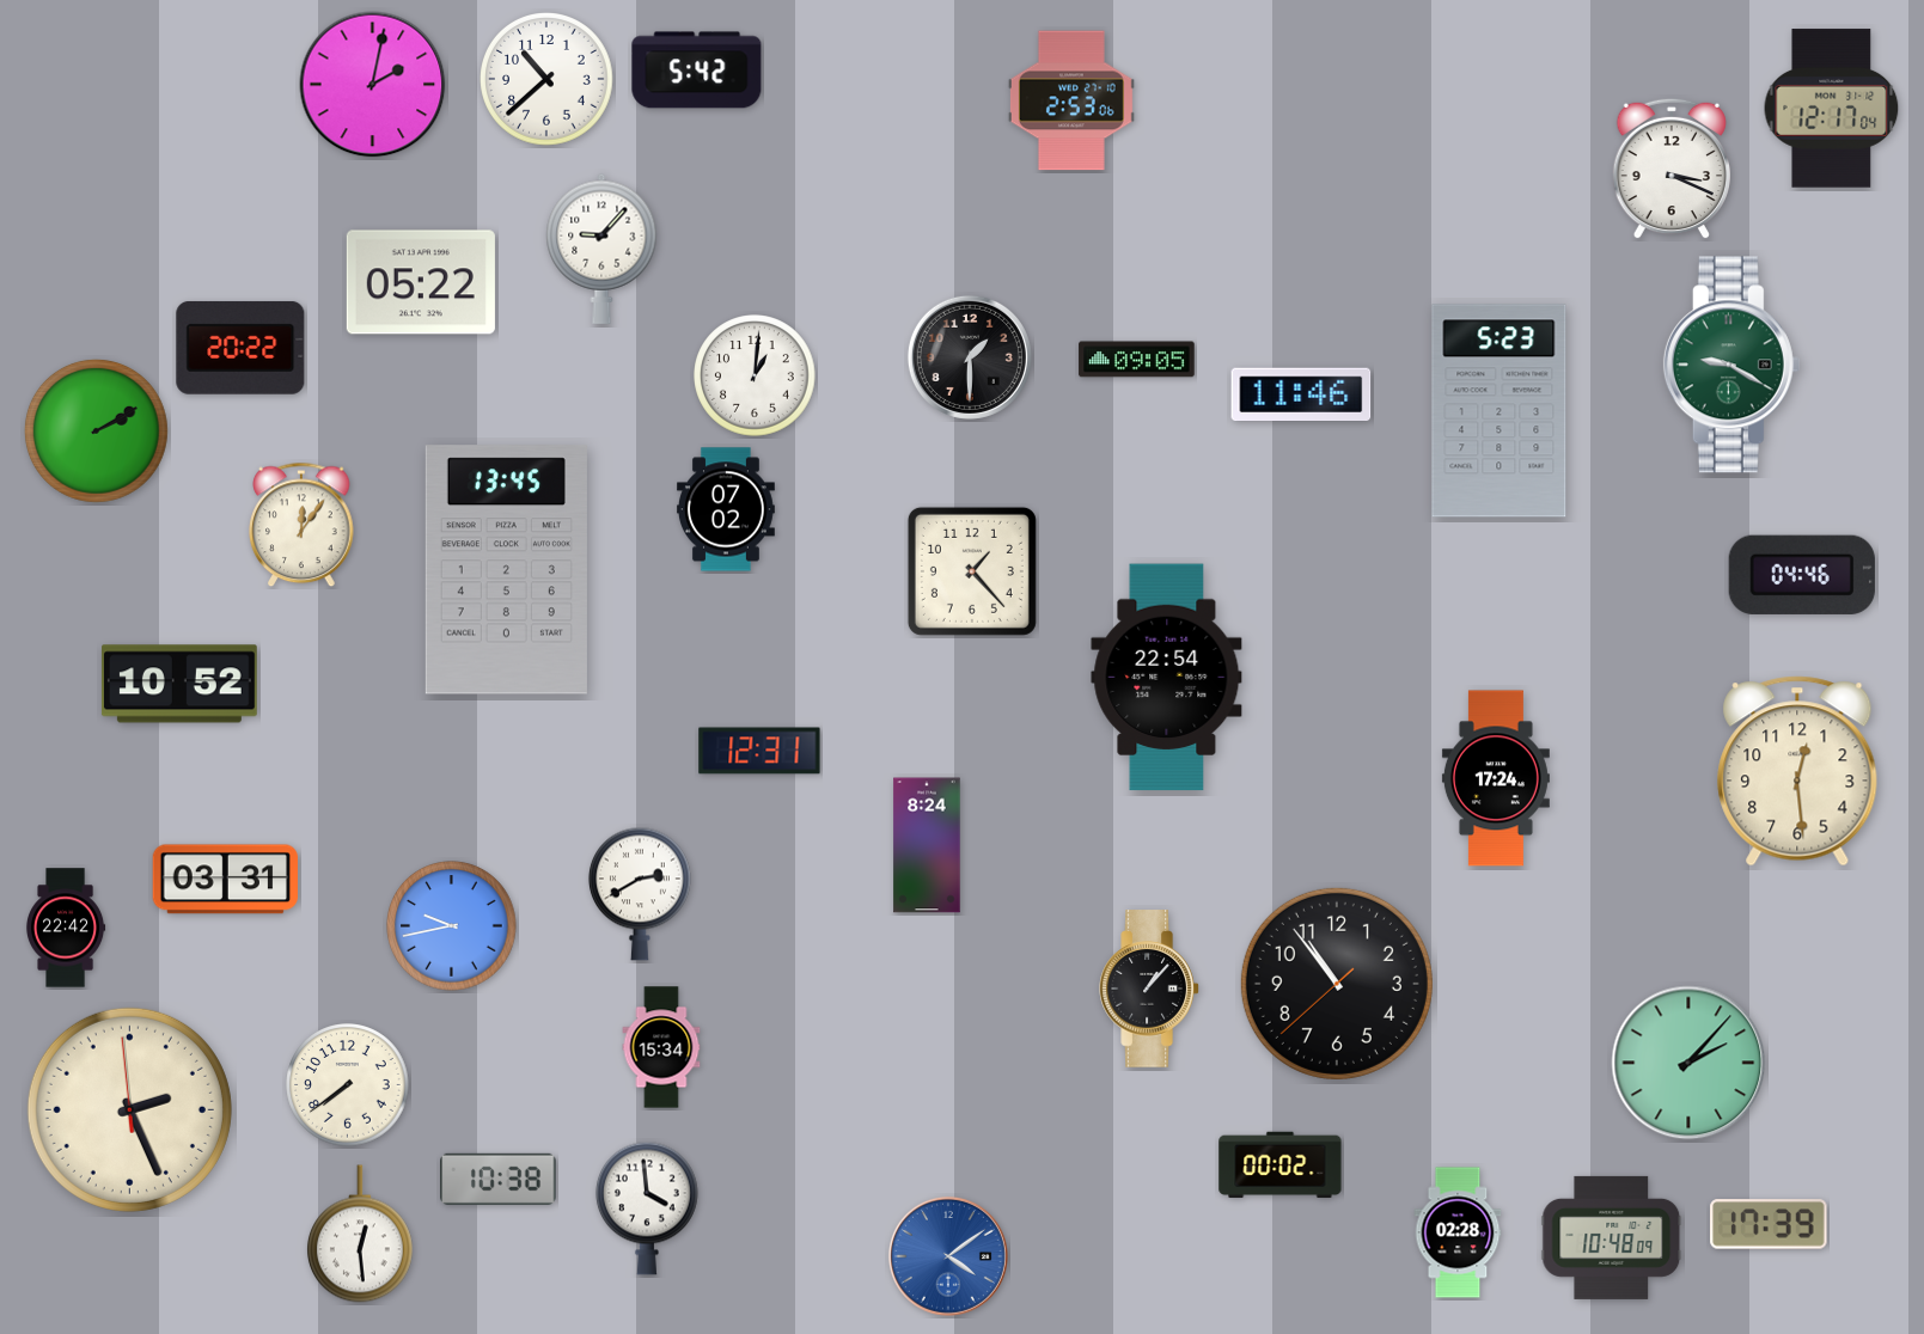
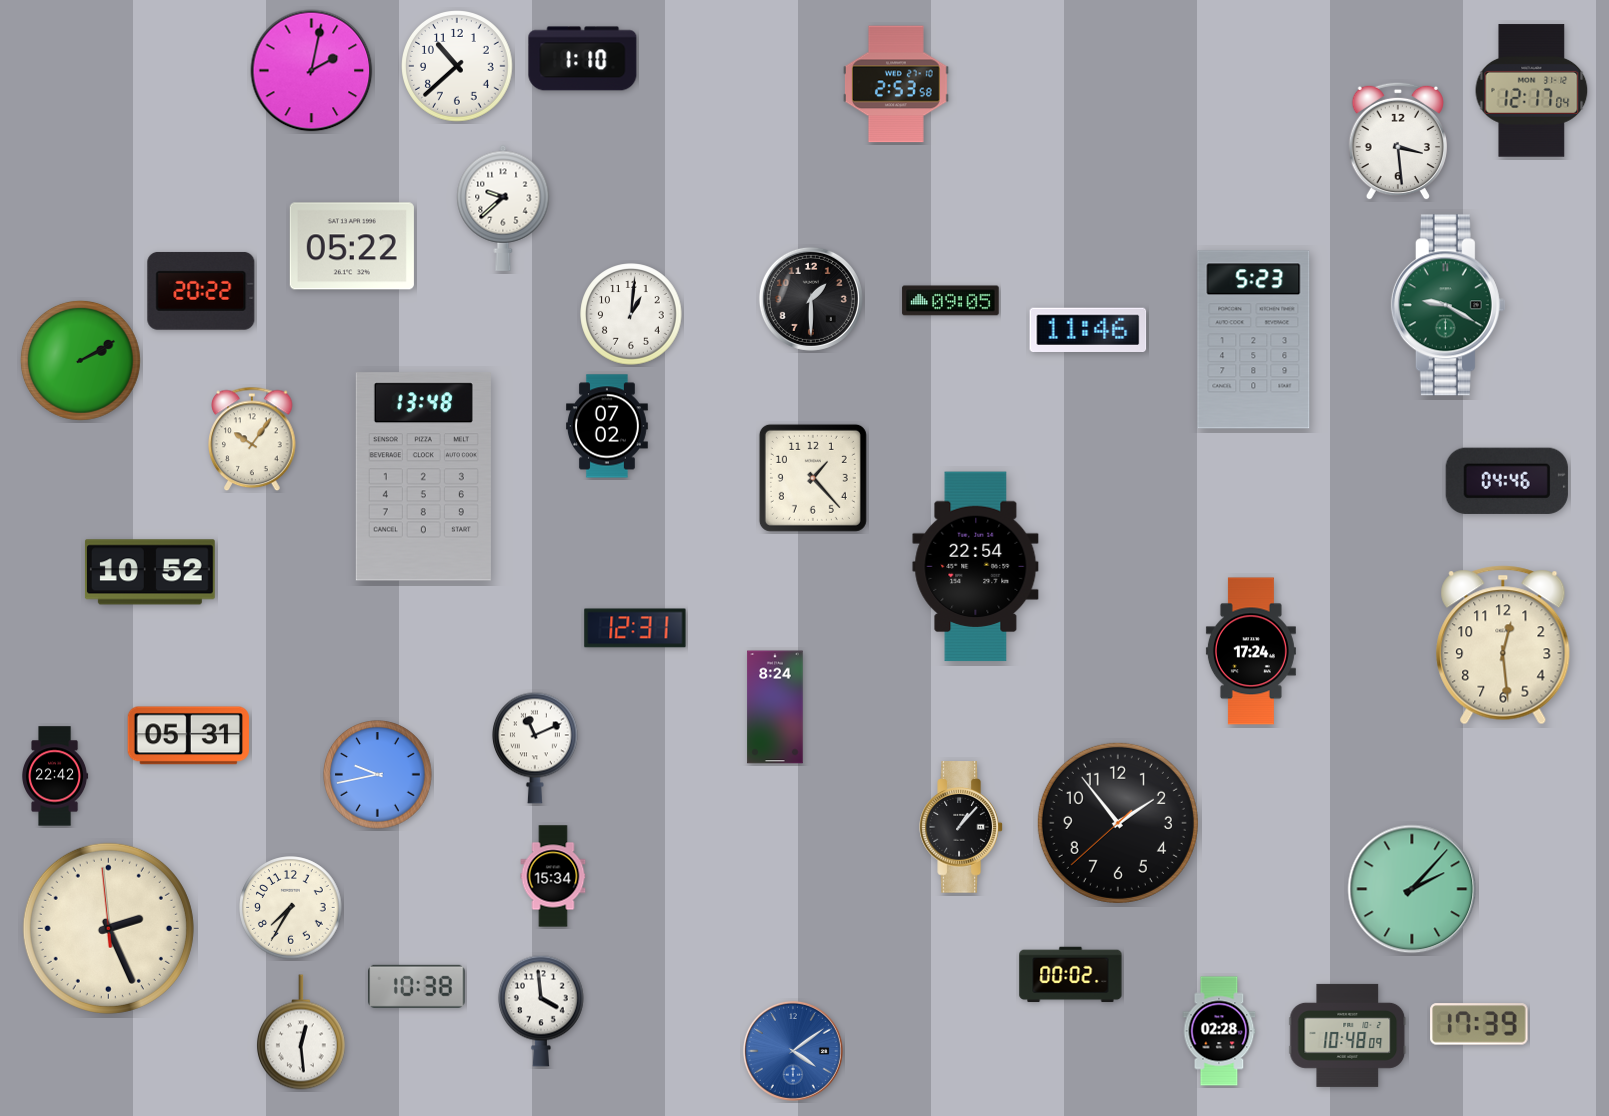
clock at (697, 71): 5:42 -> 1:10
clock at (1071, 100): 2:53:06 -> 2:53:58
clock at (1670, 169): 3:19 -> 3:29
clock at (601, 249): 9:07 -> 9:38
clock at (421, 282) position: (421, 282) -> (352, 246)
clock at (1500, 411) position: (1500, 411) -> (1254, 340)
clock at (301, 525): 12:06 -> 10:06
clock at (506, 570): 13:45 -> 13:48
clock at (225, 880): 03:31 -> 05:31
clock at (640, 894): 2:40 -> 11:11
clock at (1337, 984): 10:53 -> 1:53
clock at (348, 1085): 7:39 -> 7:35
